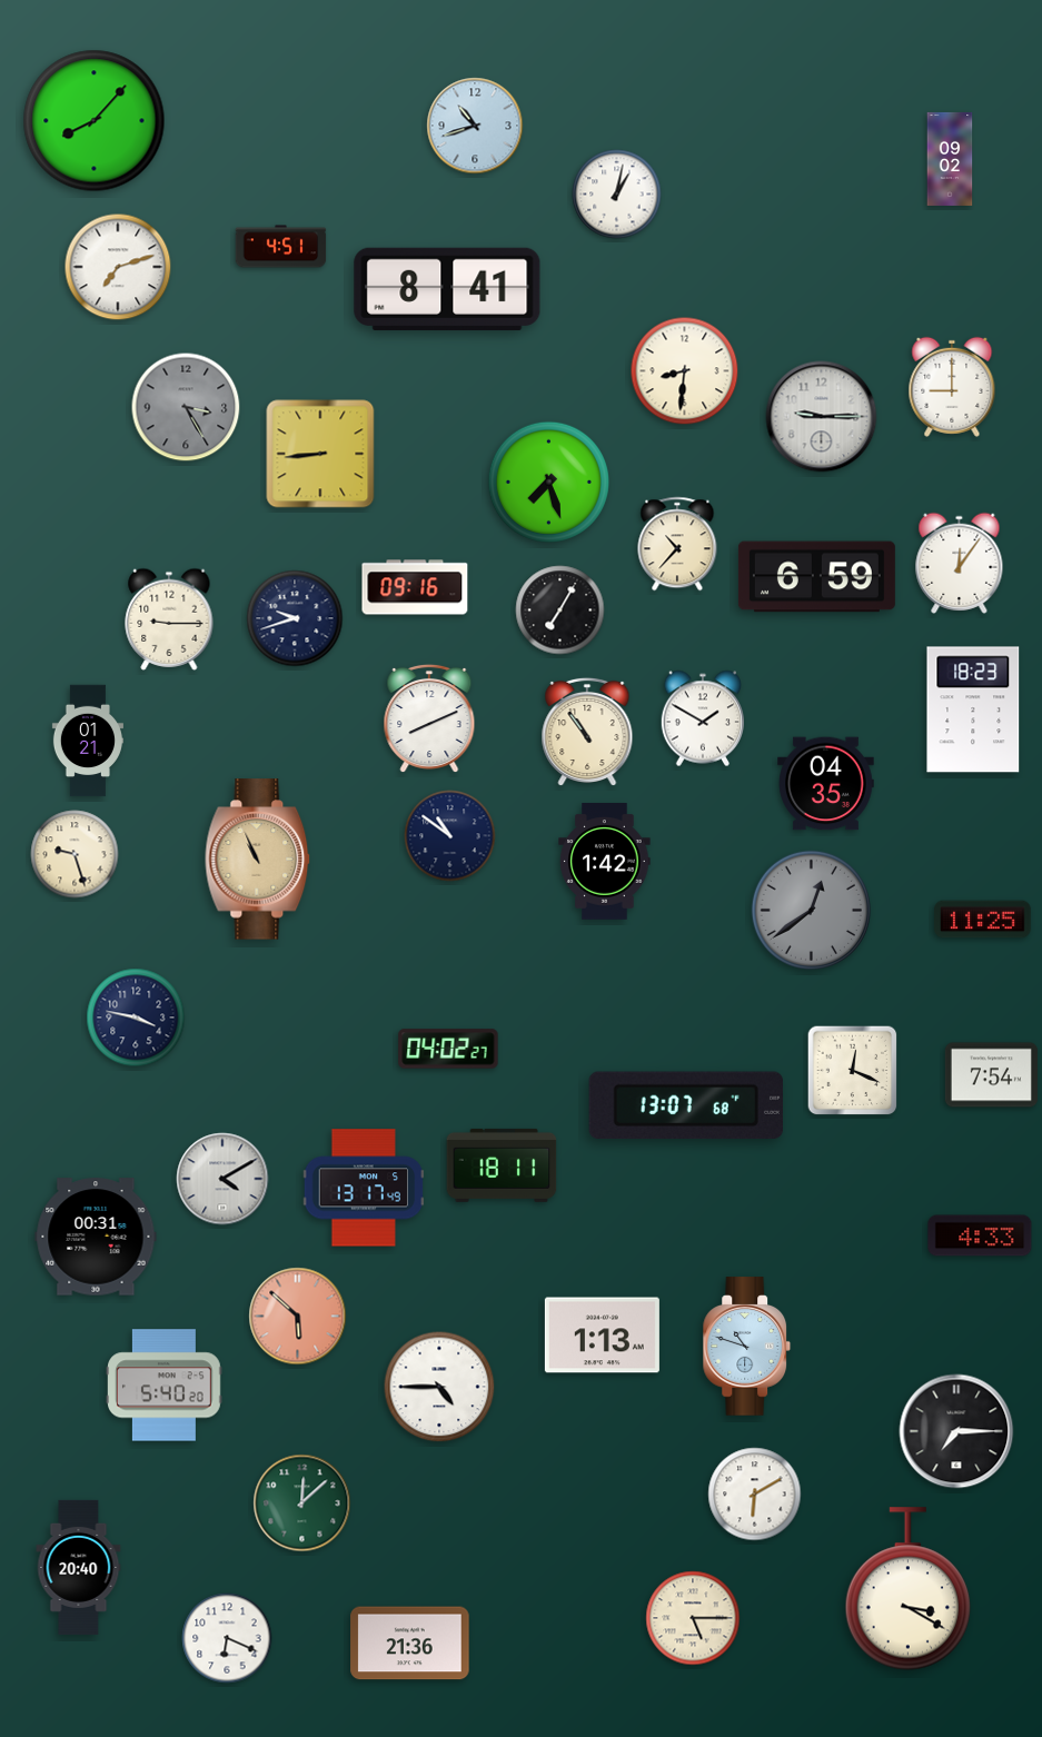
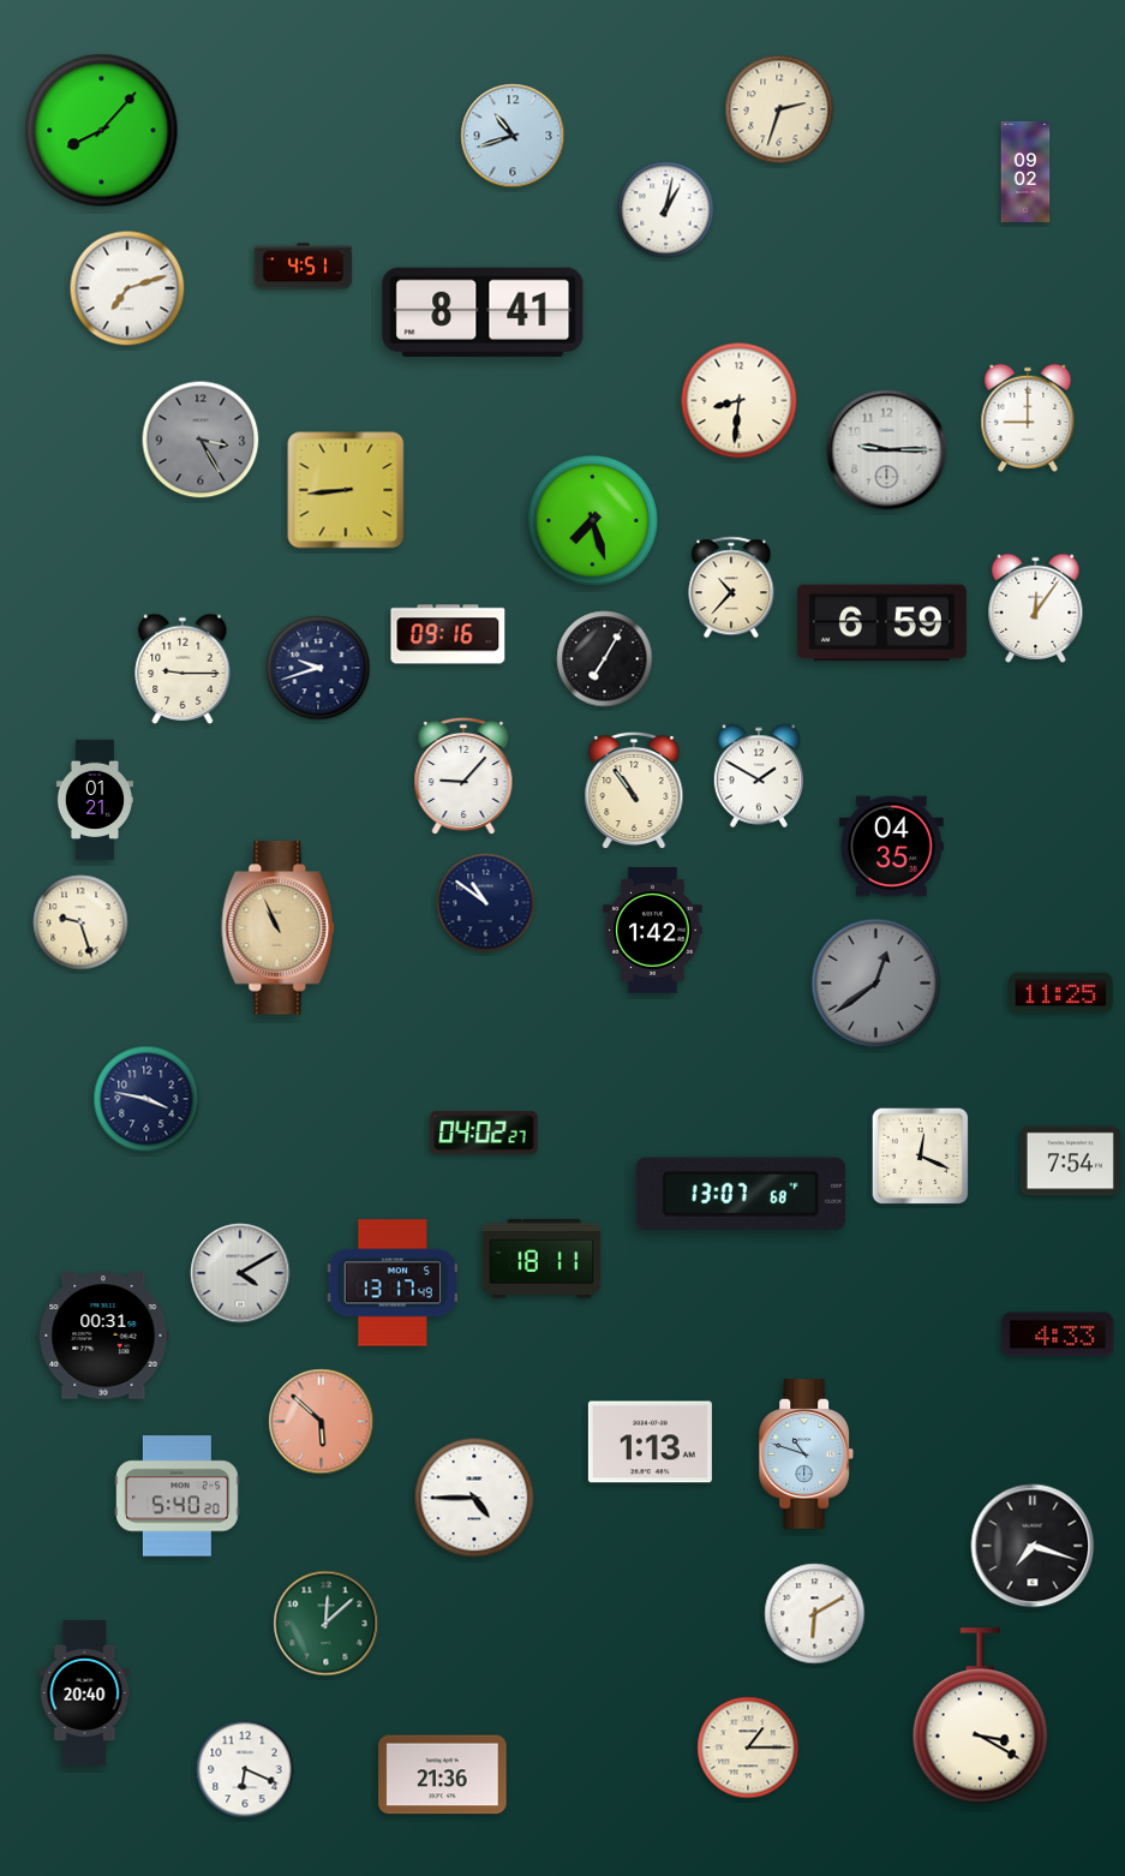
clock at (779, 109): none -> 2:33
clock at (973, 709): 18:23 -> none
clock at (429, 718): 8:11 -> 9:07
clock at (956, 1431): 7:15 -> 7:18
clock at (693, 1618): 5:15 -> 1:15
